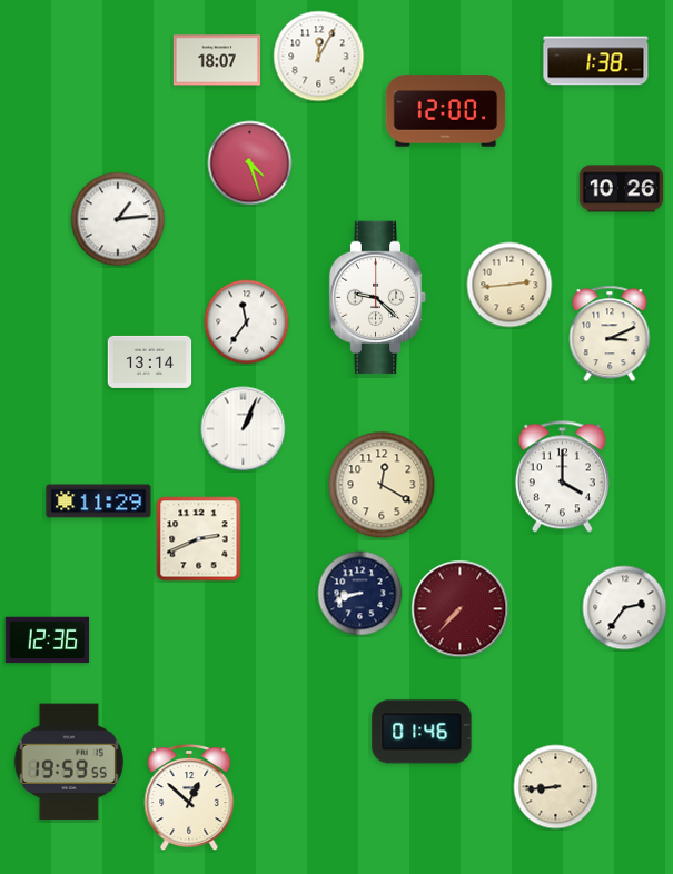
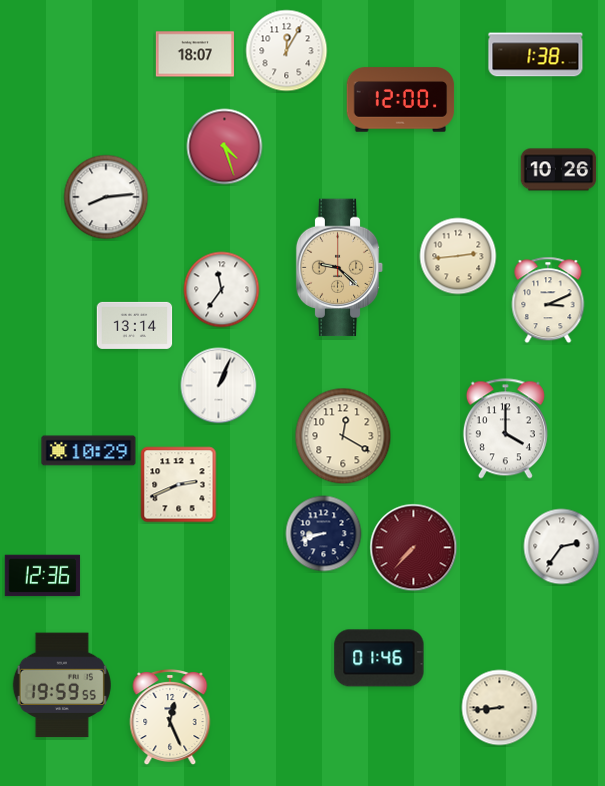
clock at (118, 219): 1:14 -> 8:14
clock at (378, 298) dial: white -> champagne
clock at (99, 501): 11:29 -> 10:29
clock at (189, 798): 12:52 -> 12:26
